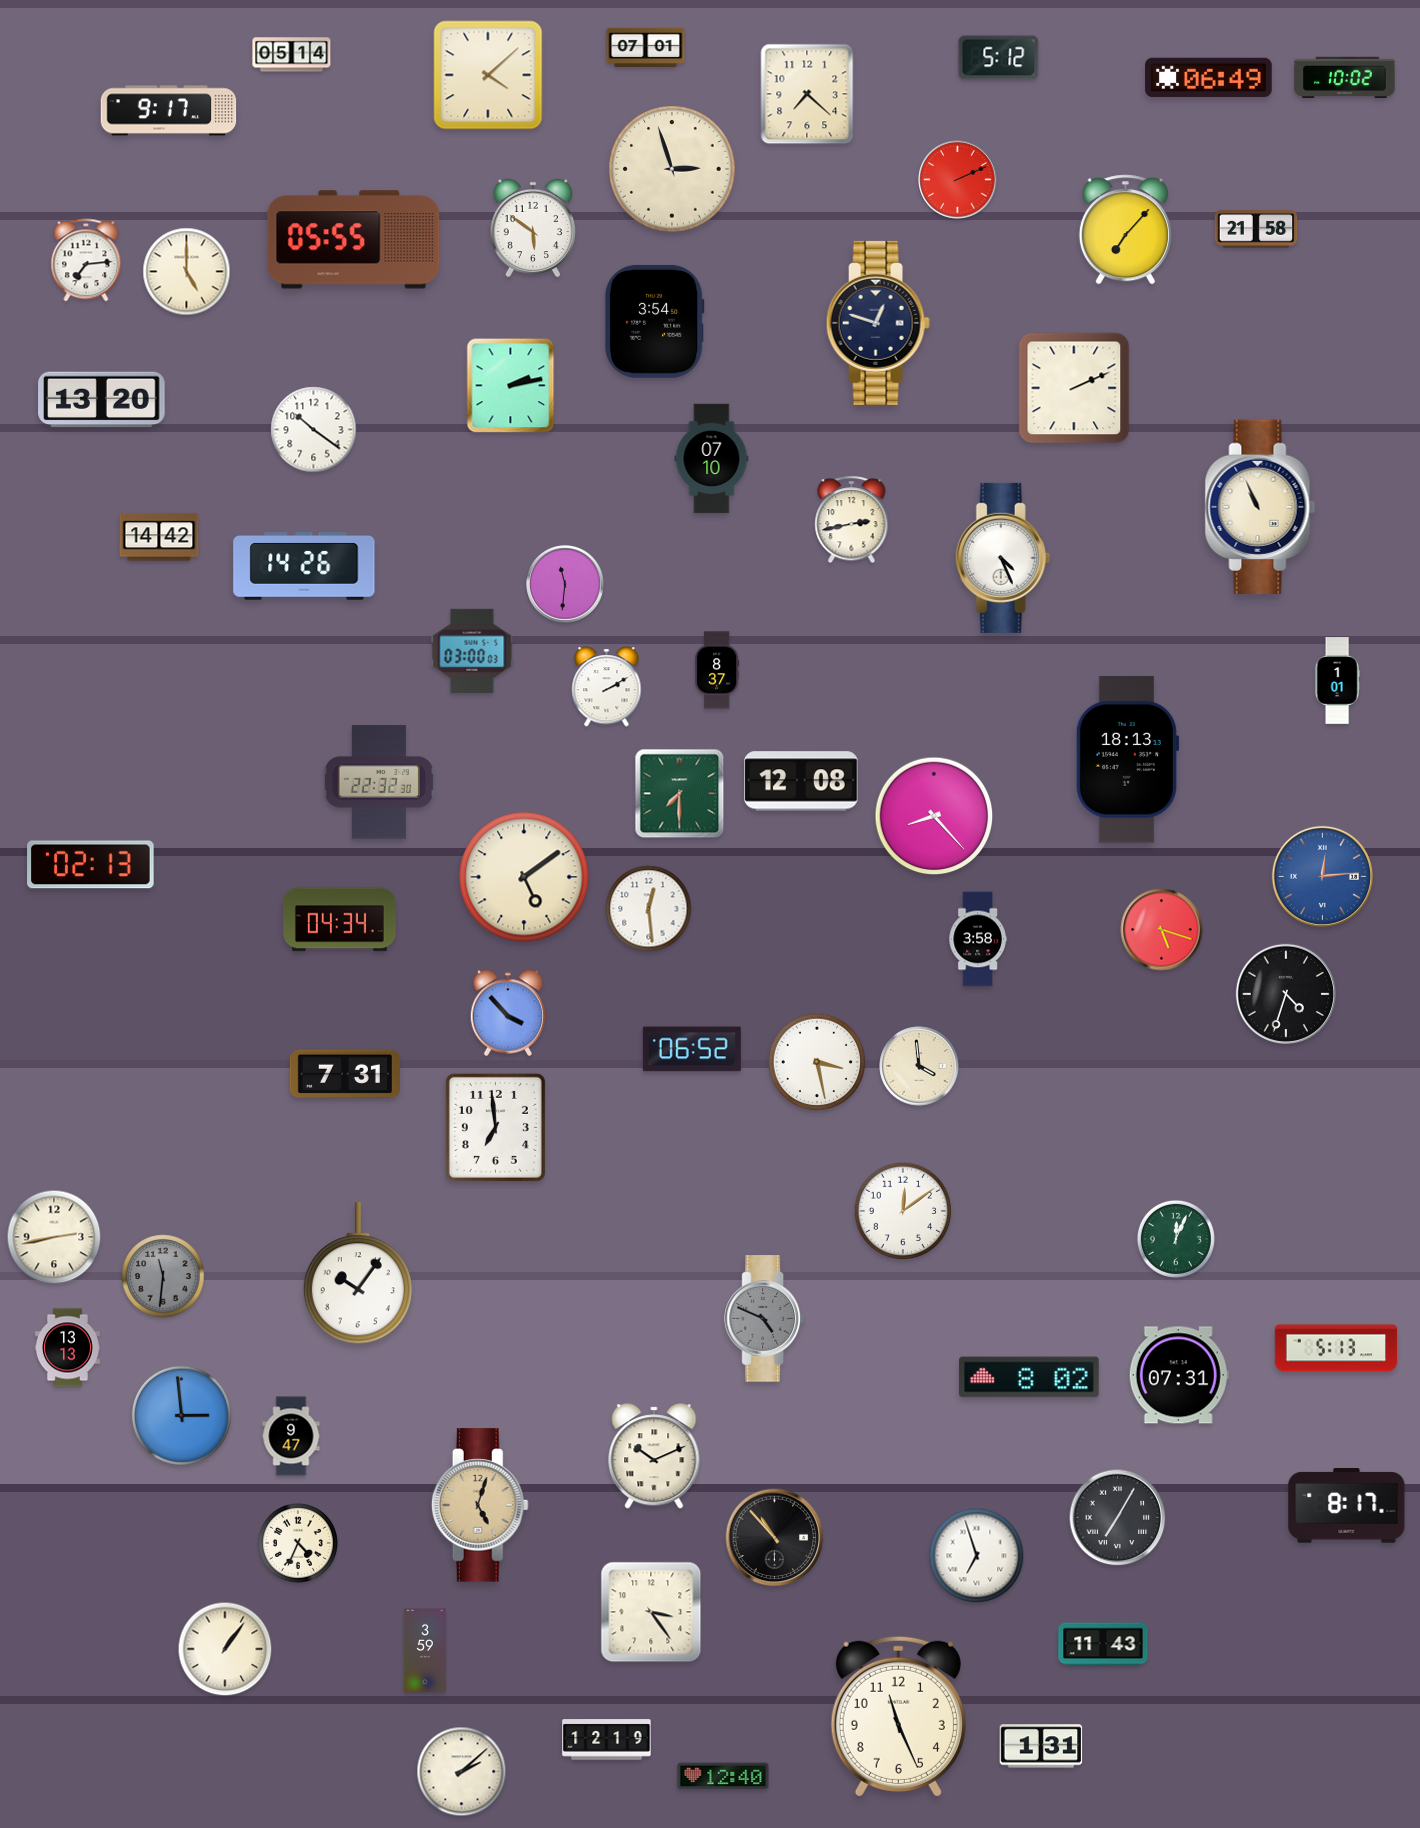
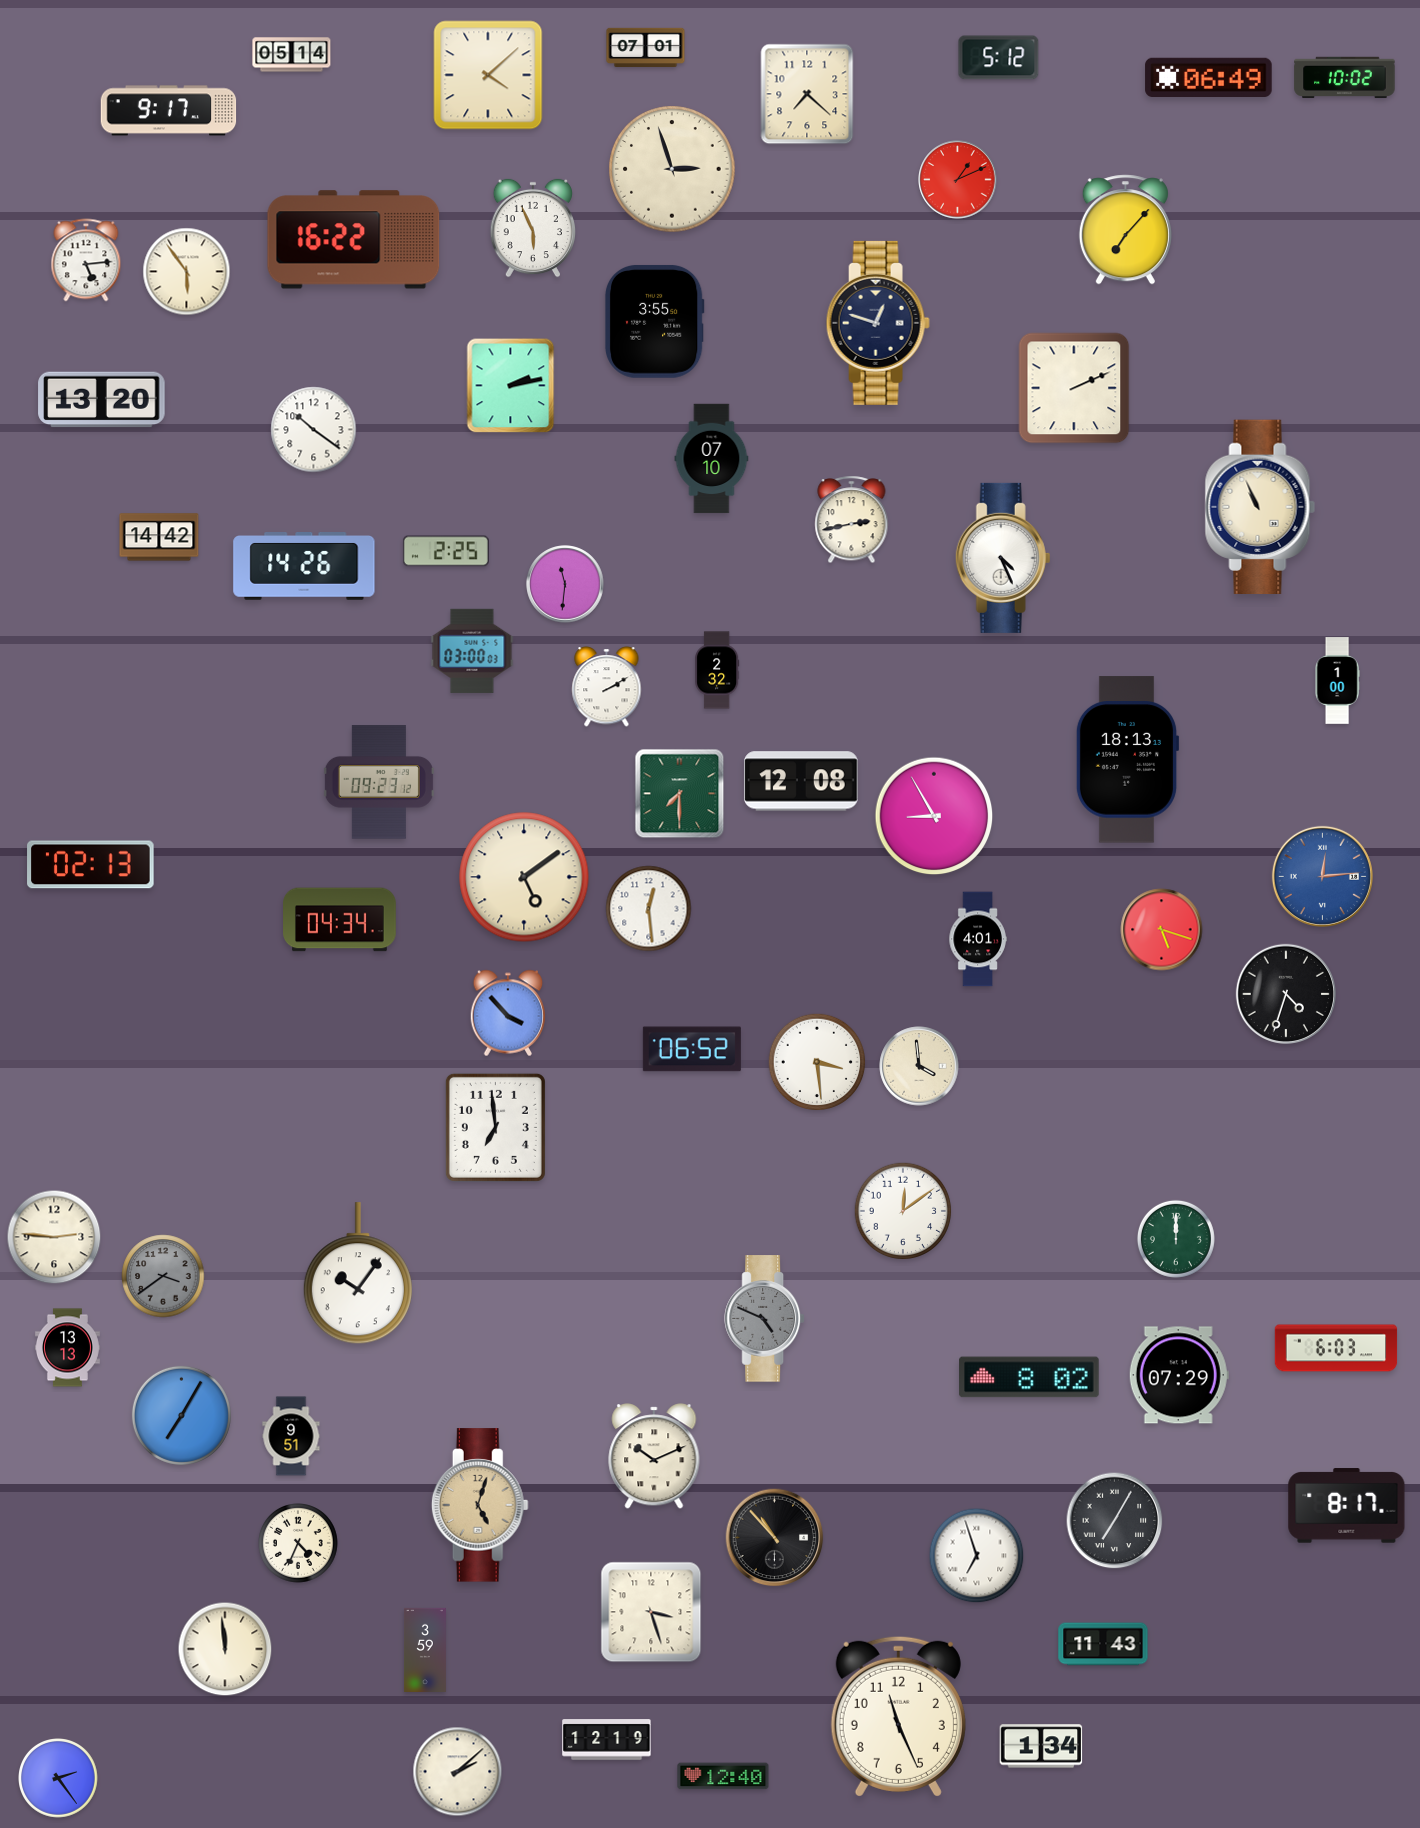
clock at (958, 180): 2:11 -> 1:11
clock at (532, 228): 5:51 -> 5:56
clock at (1256, 229): 21:58 -> none
clock at (354, 240): 05:55 -> 16:22
clock at (86, 260): 7:14 -> 5:14
clock at (187, 272): 5:00 -> 5:54
clock at (654, 321): 3:54 -> 3:55
clock at (446, 551): none -> 2:25
clock at (717, 670): 8:37 -> 2:32
clock at (1337, 681): 1:01 -> 1:00
clock at (379, 782): 22:32 -> 09:23
clock at (934, 816): 8:23 -> 8:55
clock at (978, 939): 3:58 -> 4:01
clock at (817, 1062): 3:28 -> 3:29
clock at (345, 1074): 7:31 -> none
clock at (54, 1237): 2:43 -> 2:46
clock at (1176, 1239): 12:04 -> 12:00
clock at (163, 1276): 11:31 -> 3:39
clock at (1336, 1348): 5:13 -> 6:03
clock at (1179, 1375): 07:31 -> 07:29
clock at (181, 1415): 2:59 -> 7:05
clock at (291, 1436): 9:47 -> 9:51
clock at (1118, 1518) position: (1118, 1518) -> (1115, 1521)
clock at (651, 1612): 3:24 -> 3:27
clock at (225, 1649): 1:06 -> 11:59
clock at (1041, 1746): 1:31 -> 1:34
clock at (462, 1772) position: (462, 1772) -> (458, 1772)
clock at (59, 1779): none -> 2:24
